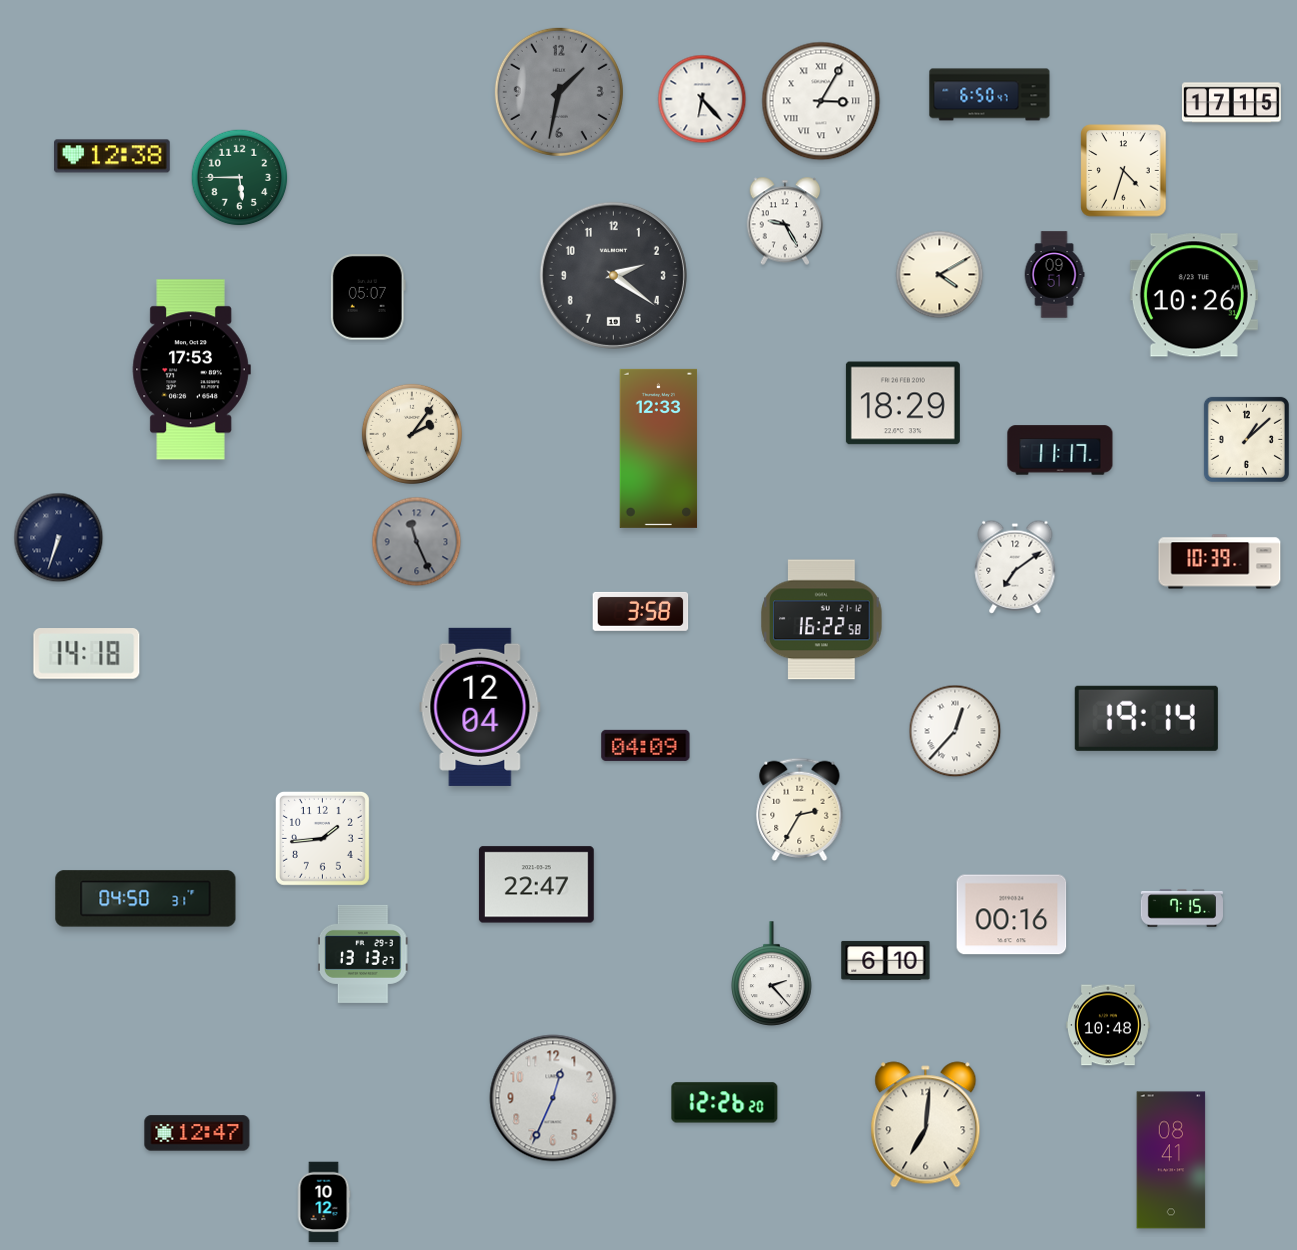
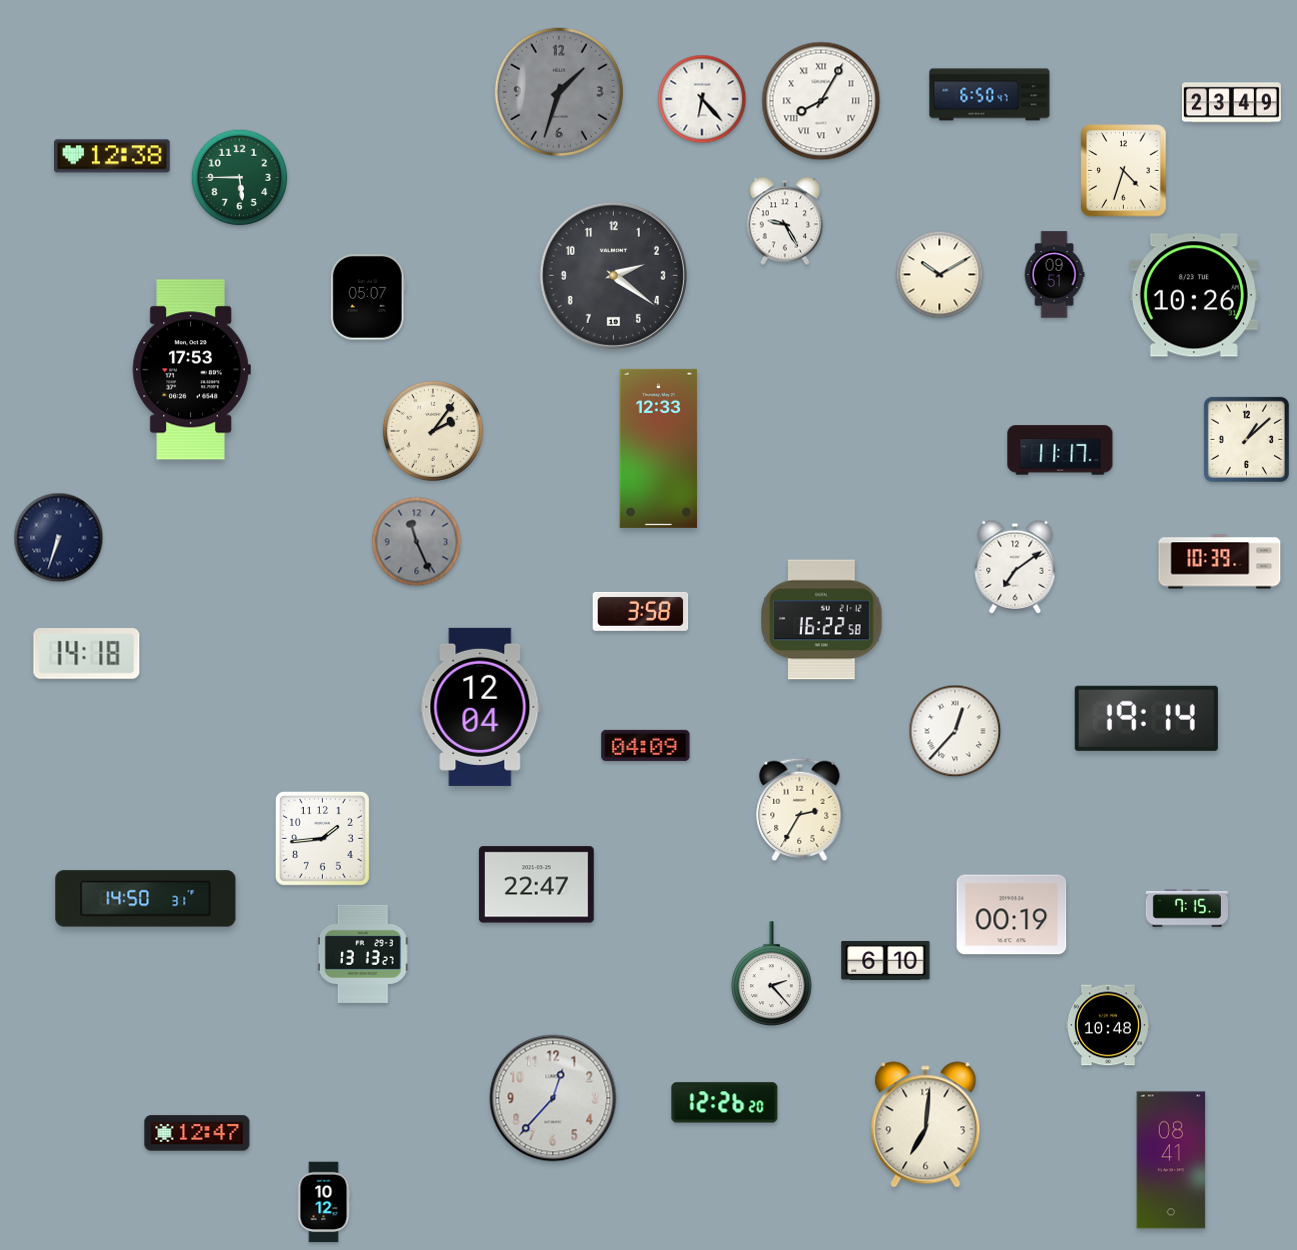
clock at (559, 92): 1:32 -> 1:33
clock at (821, 101): 3:05 -> 8:05
clock at (1231, 103): 17:15 -> 23:49
clock at (940, 275): 4:10 -> 10:10
clock at (903, 403): 18:29 -> none
clock at (412, 434) position: (412, 434) -> (433, 431)
clock at (146, 899): 04:50 -> 14:50
clock at (1181, 908) position: (1181, 908) -> (1186, 908)
clock at (1012, 915): 00:16 -> 00:19
clock at (553, 1098): 12:34 -> 12:37
